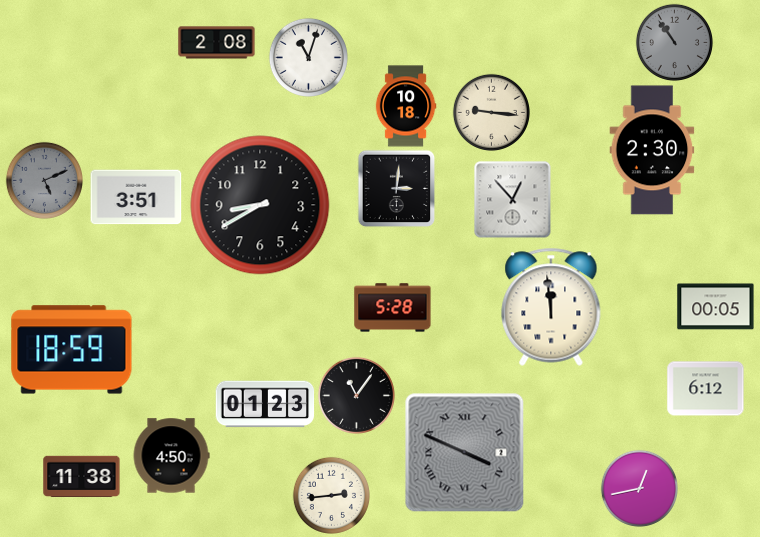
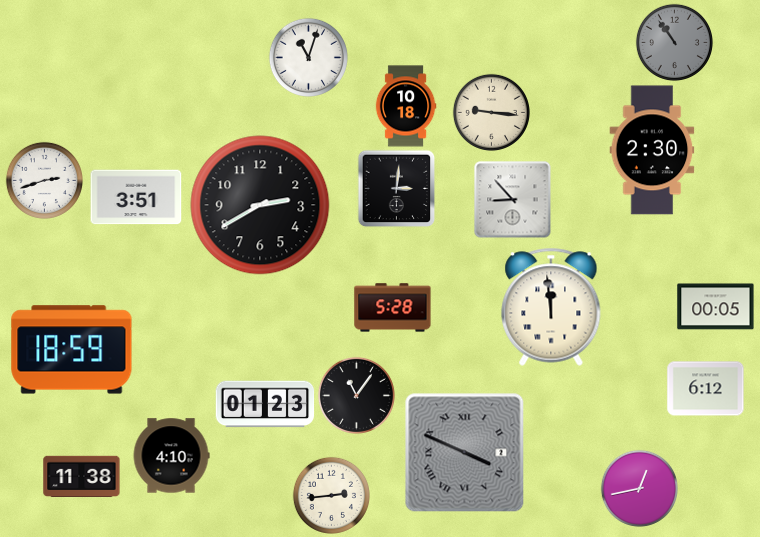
clock at (217, 43): 2:08 -> none
clock at (44, 180): 5:11 -> 2:42
clock at (44, 180) dial: grey -> white
clock at (513, 200): 12:53 -> 8:53
clock at (260, 205): 8:40 -> 2:40
clock at (171, 456): 4:50 -> 4:10
